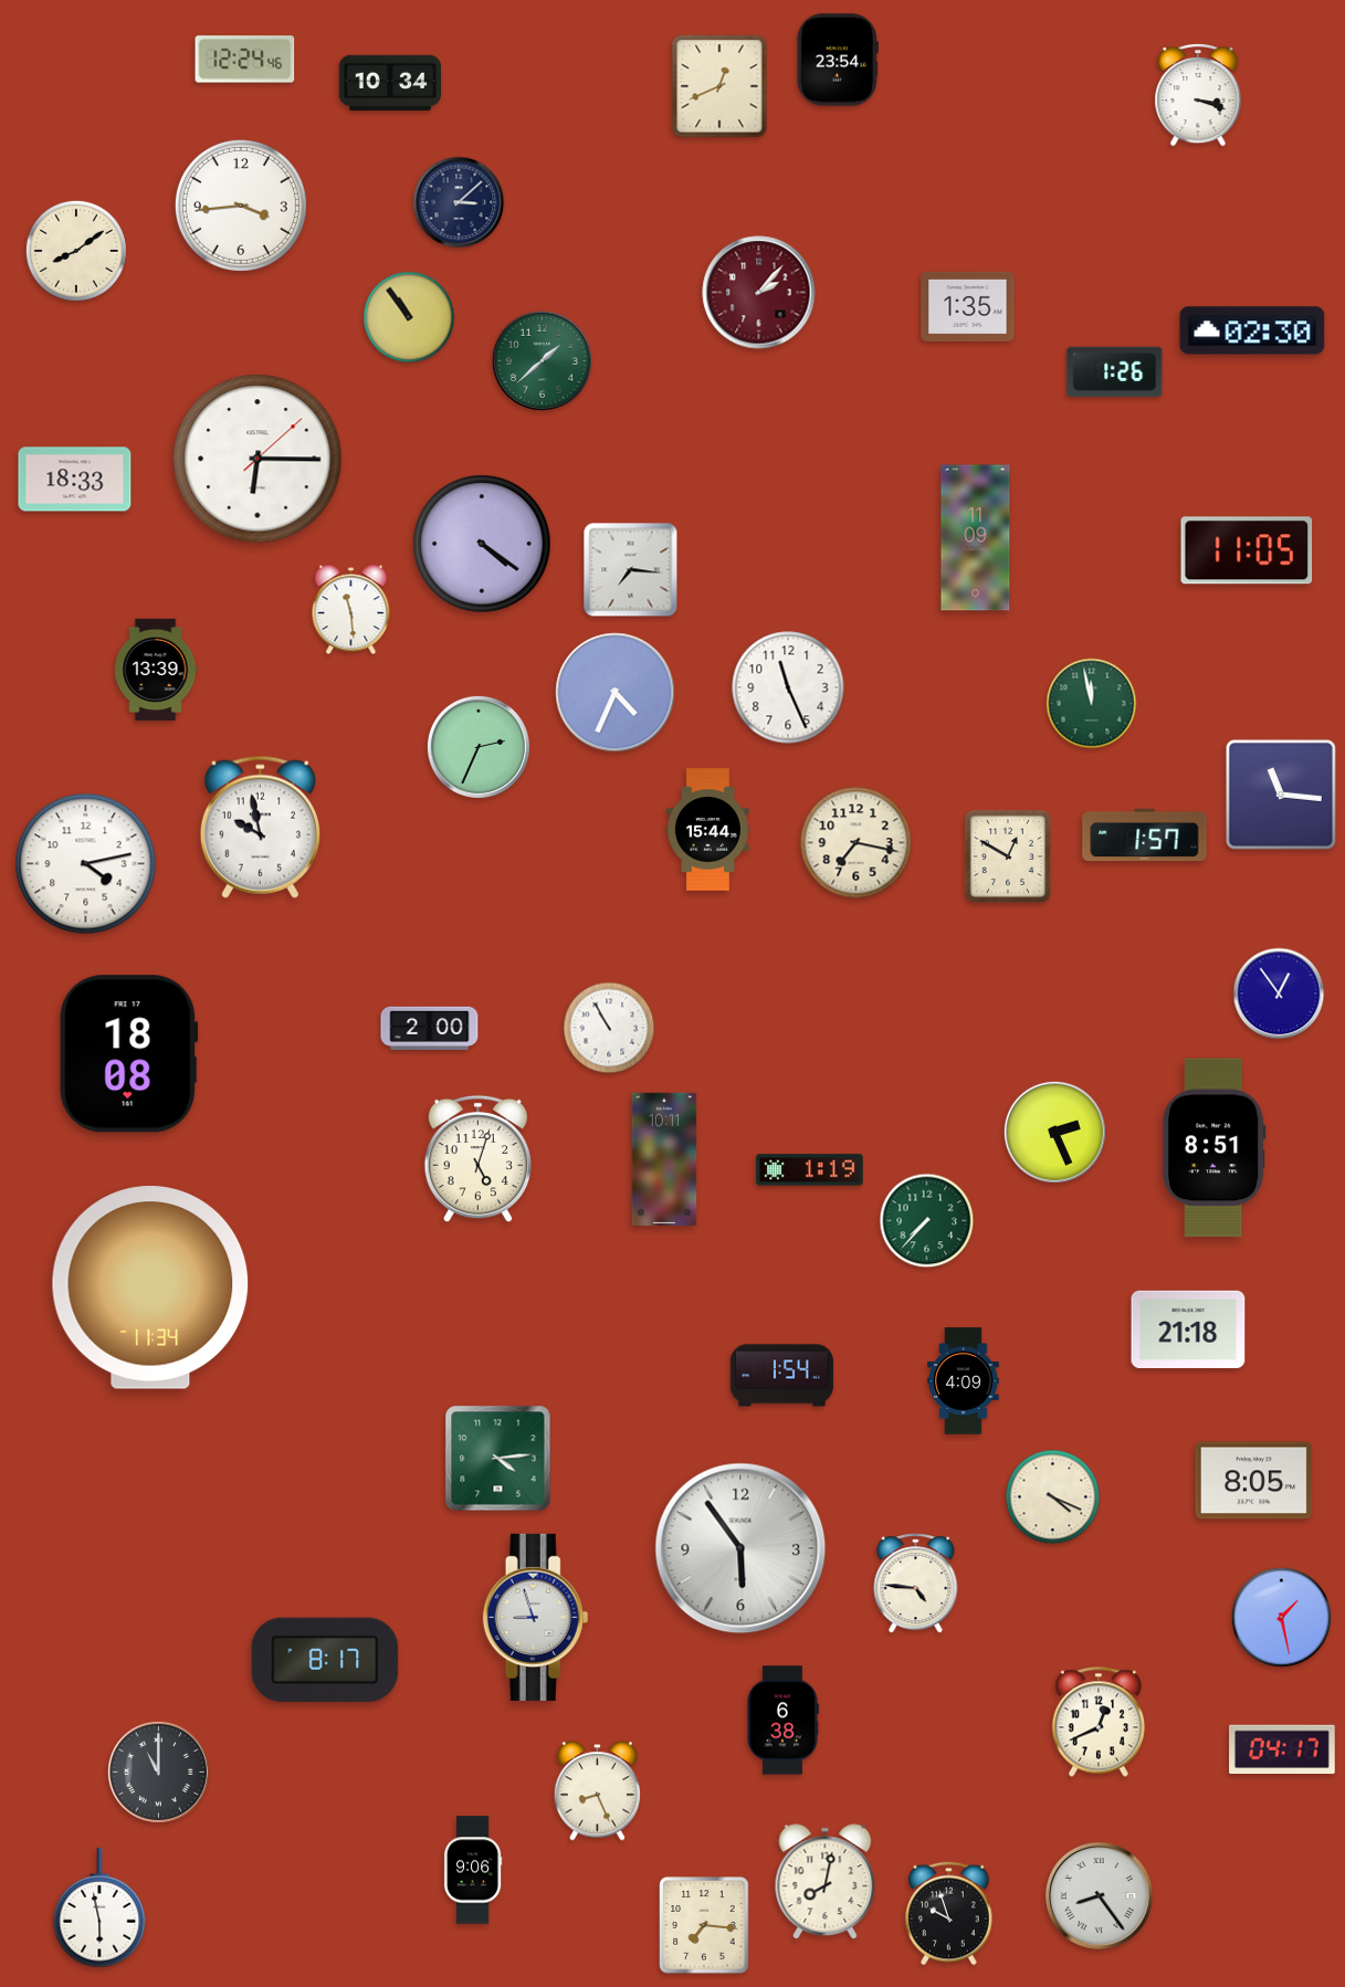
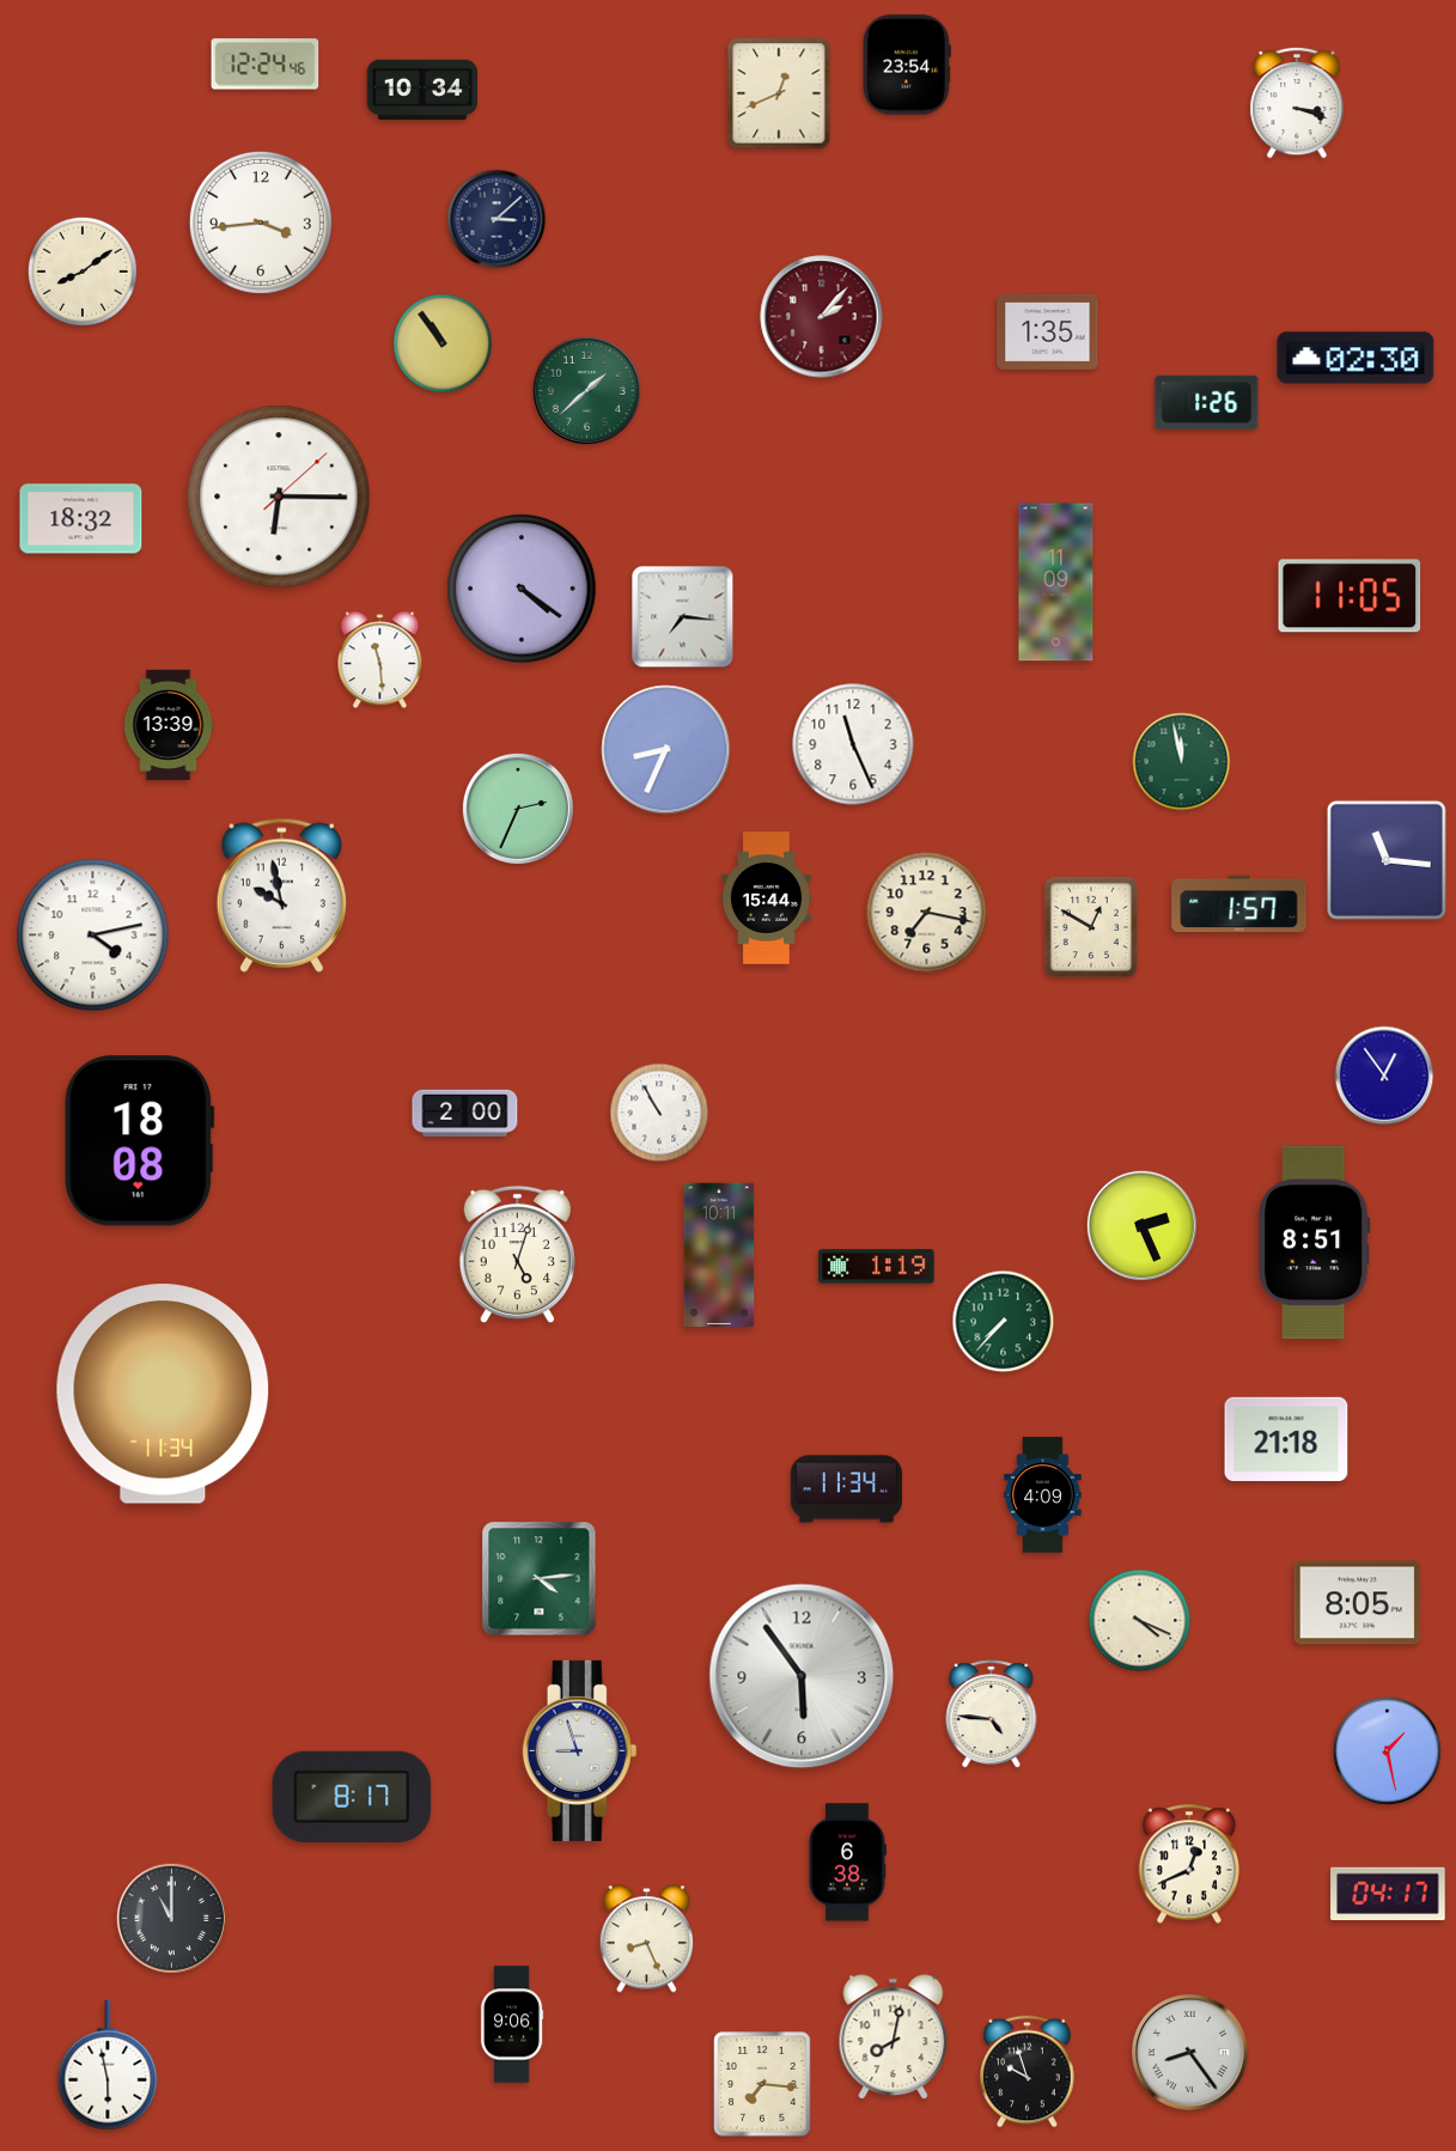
clock at (75, 480): 18:33 -> 18:32
clock at (616, 693): 4:34 -> 8:34
clock at (781, 1376): 1:54 -> 11:34
